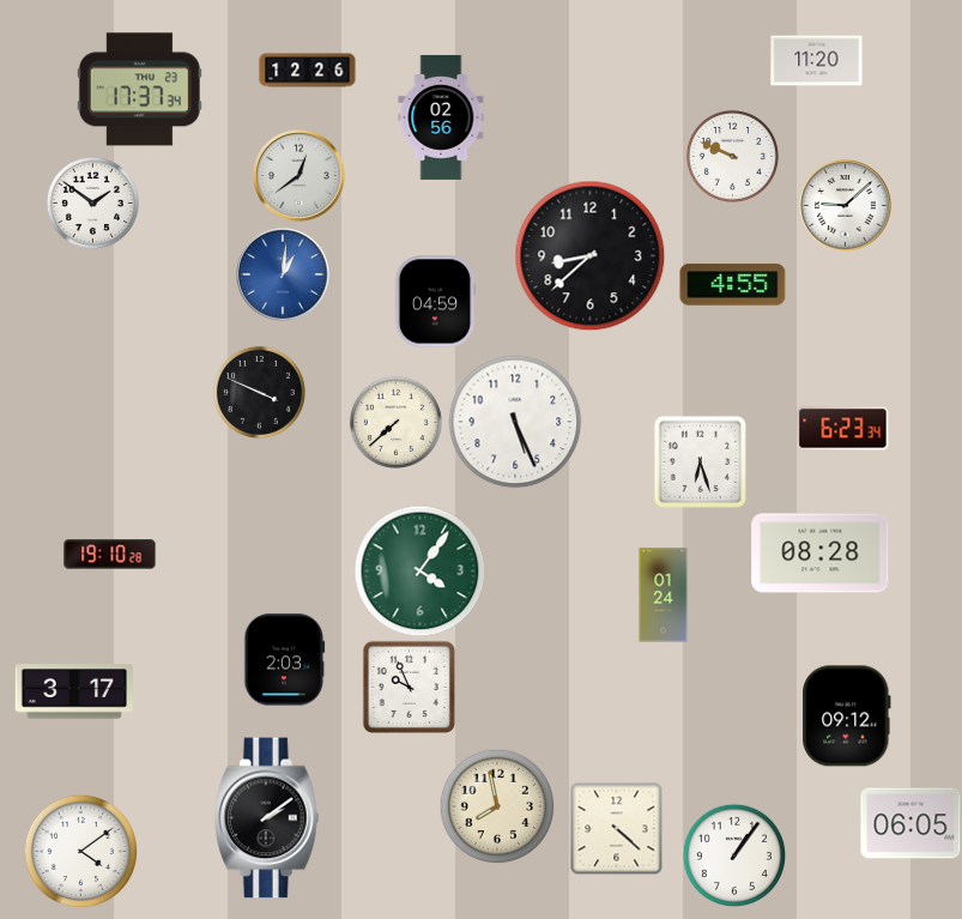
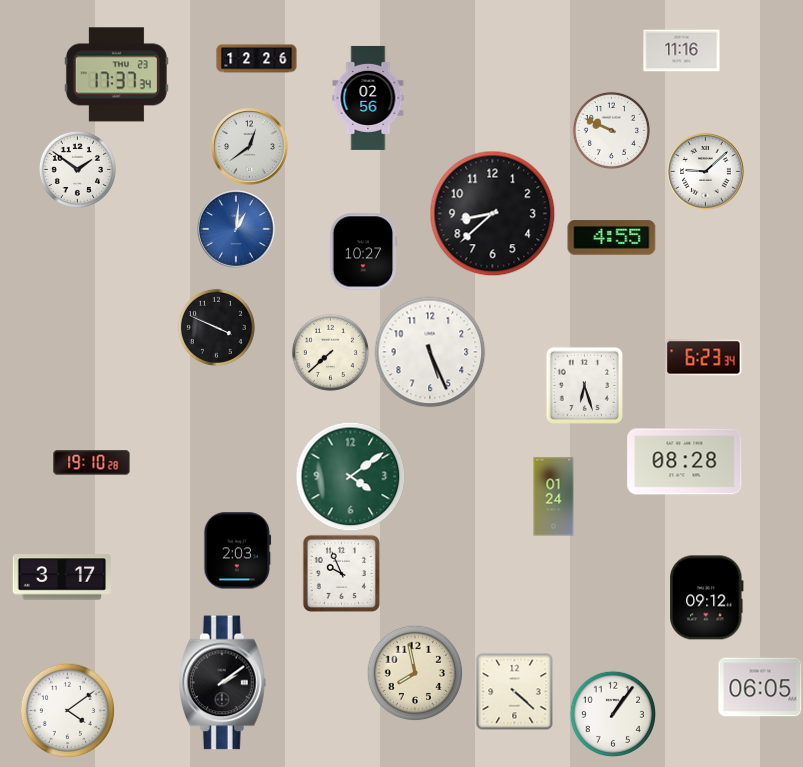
clock at (817, 61): 11:20 -> 11:16
clock at (435, 302): 04:59 -> 10:27
clock at (421, 572): 4:06 -> 4:09
